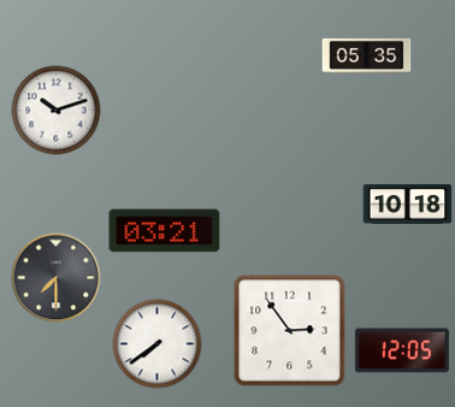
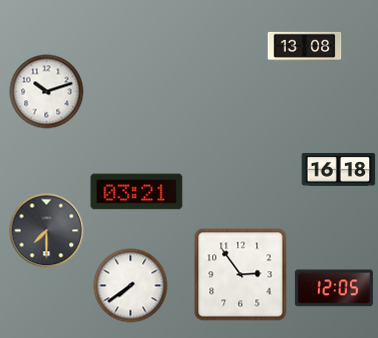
clock at (367, 55): 05:35 -> 13:08
clock at (408, 203): 10:18 -> 16:18
clock at (402, 350) position: (402, 350) -> (334, 288)
